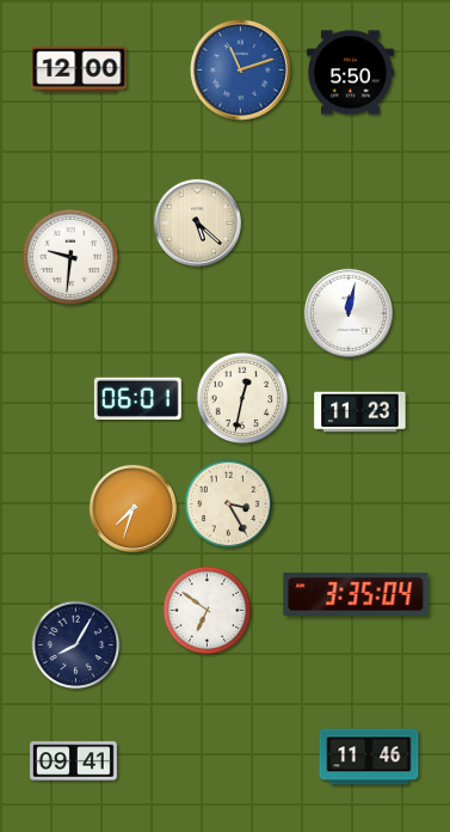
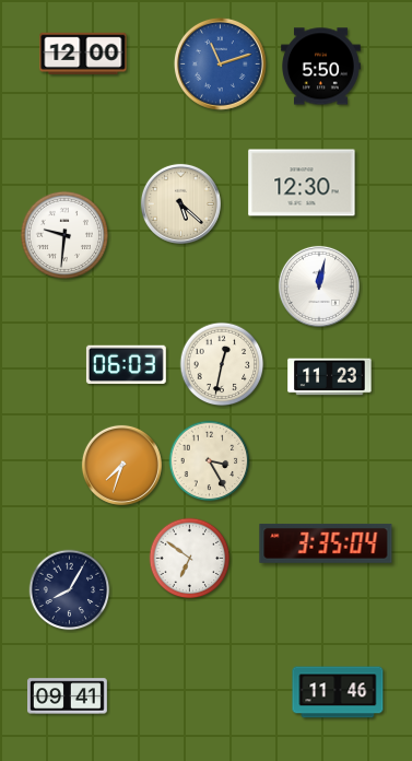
clock at (79, 69) position: (79, 69) -> (83, 54)
clock at (302, 183): none -> 12:30
clock at (137, 398): 06:01 -> 06:03
